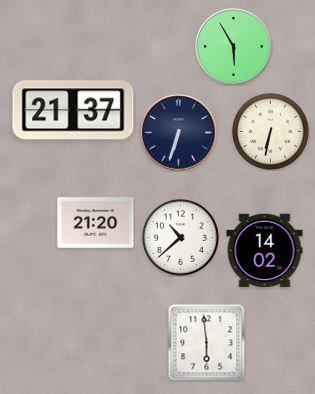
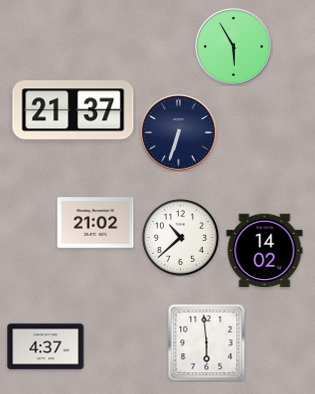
clock at (270, 131): 6:32 -> none
clock at (96, 223): 21:20 -> 21:02
clock at (46, 347): none -> 4:37
